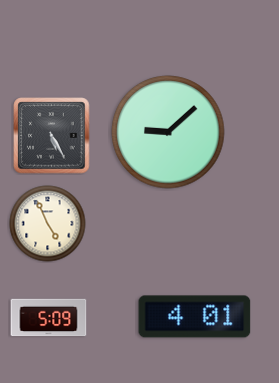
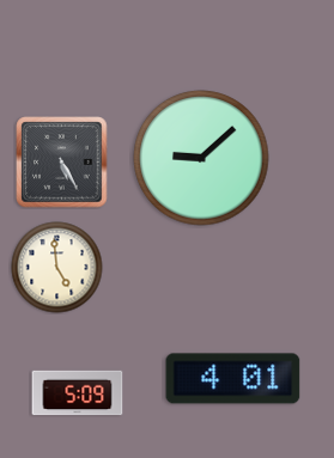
clock at (48, 224): 4:56 -> 4:59
clock at (49, 318) position: (49, 318) -> (78, 393)
